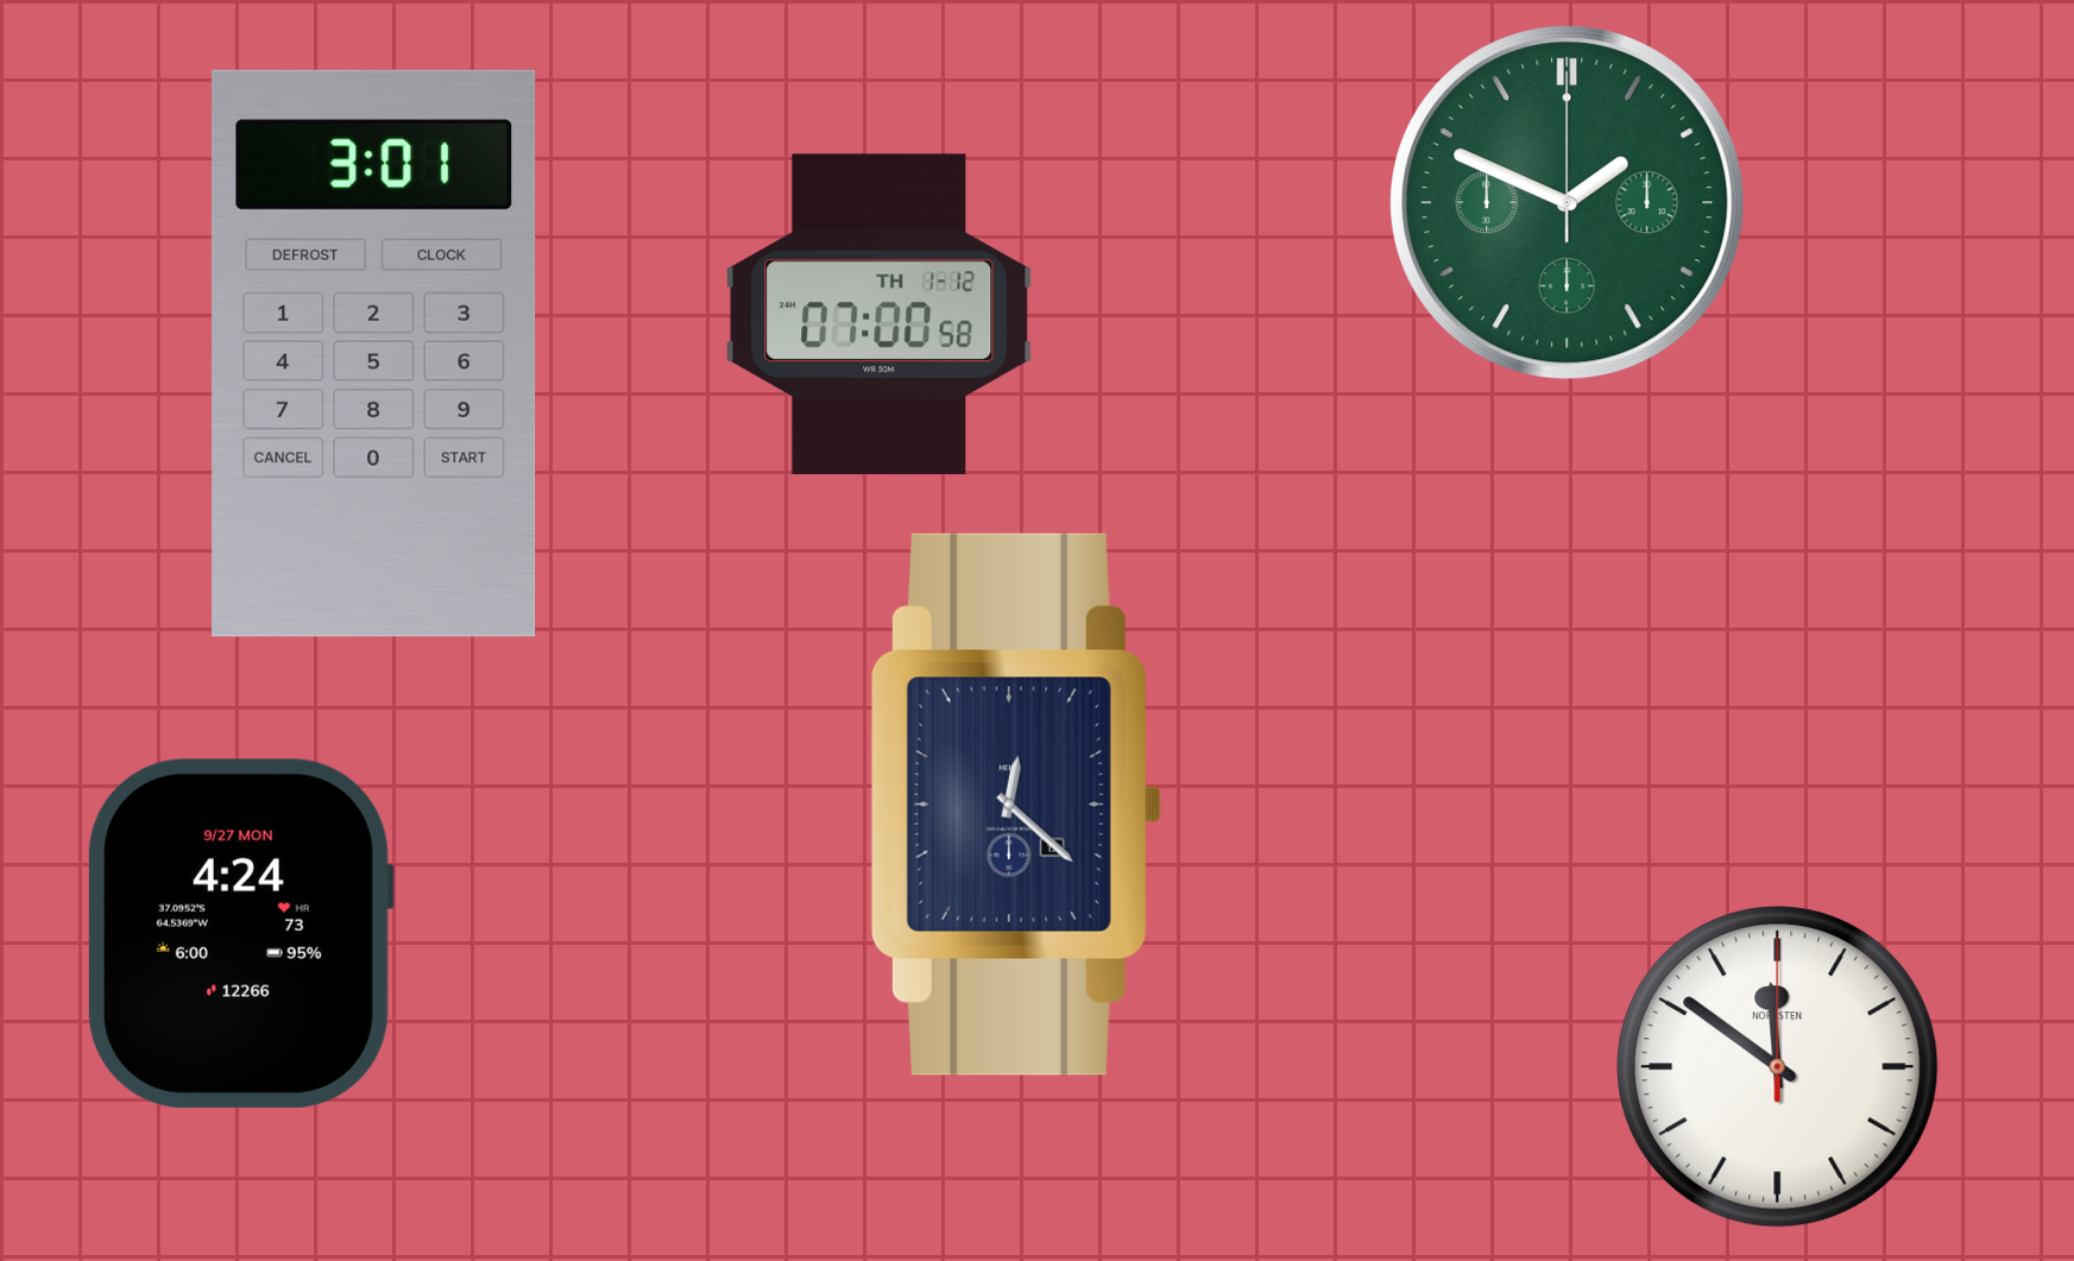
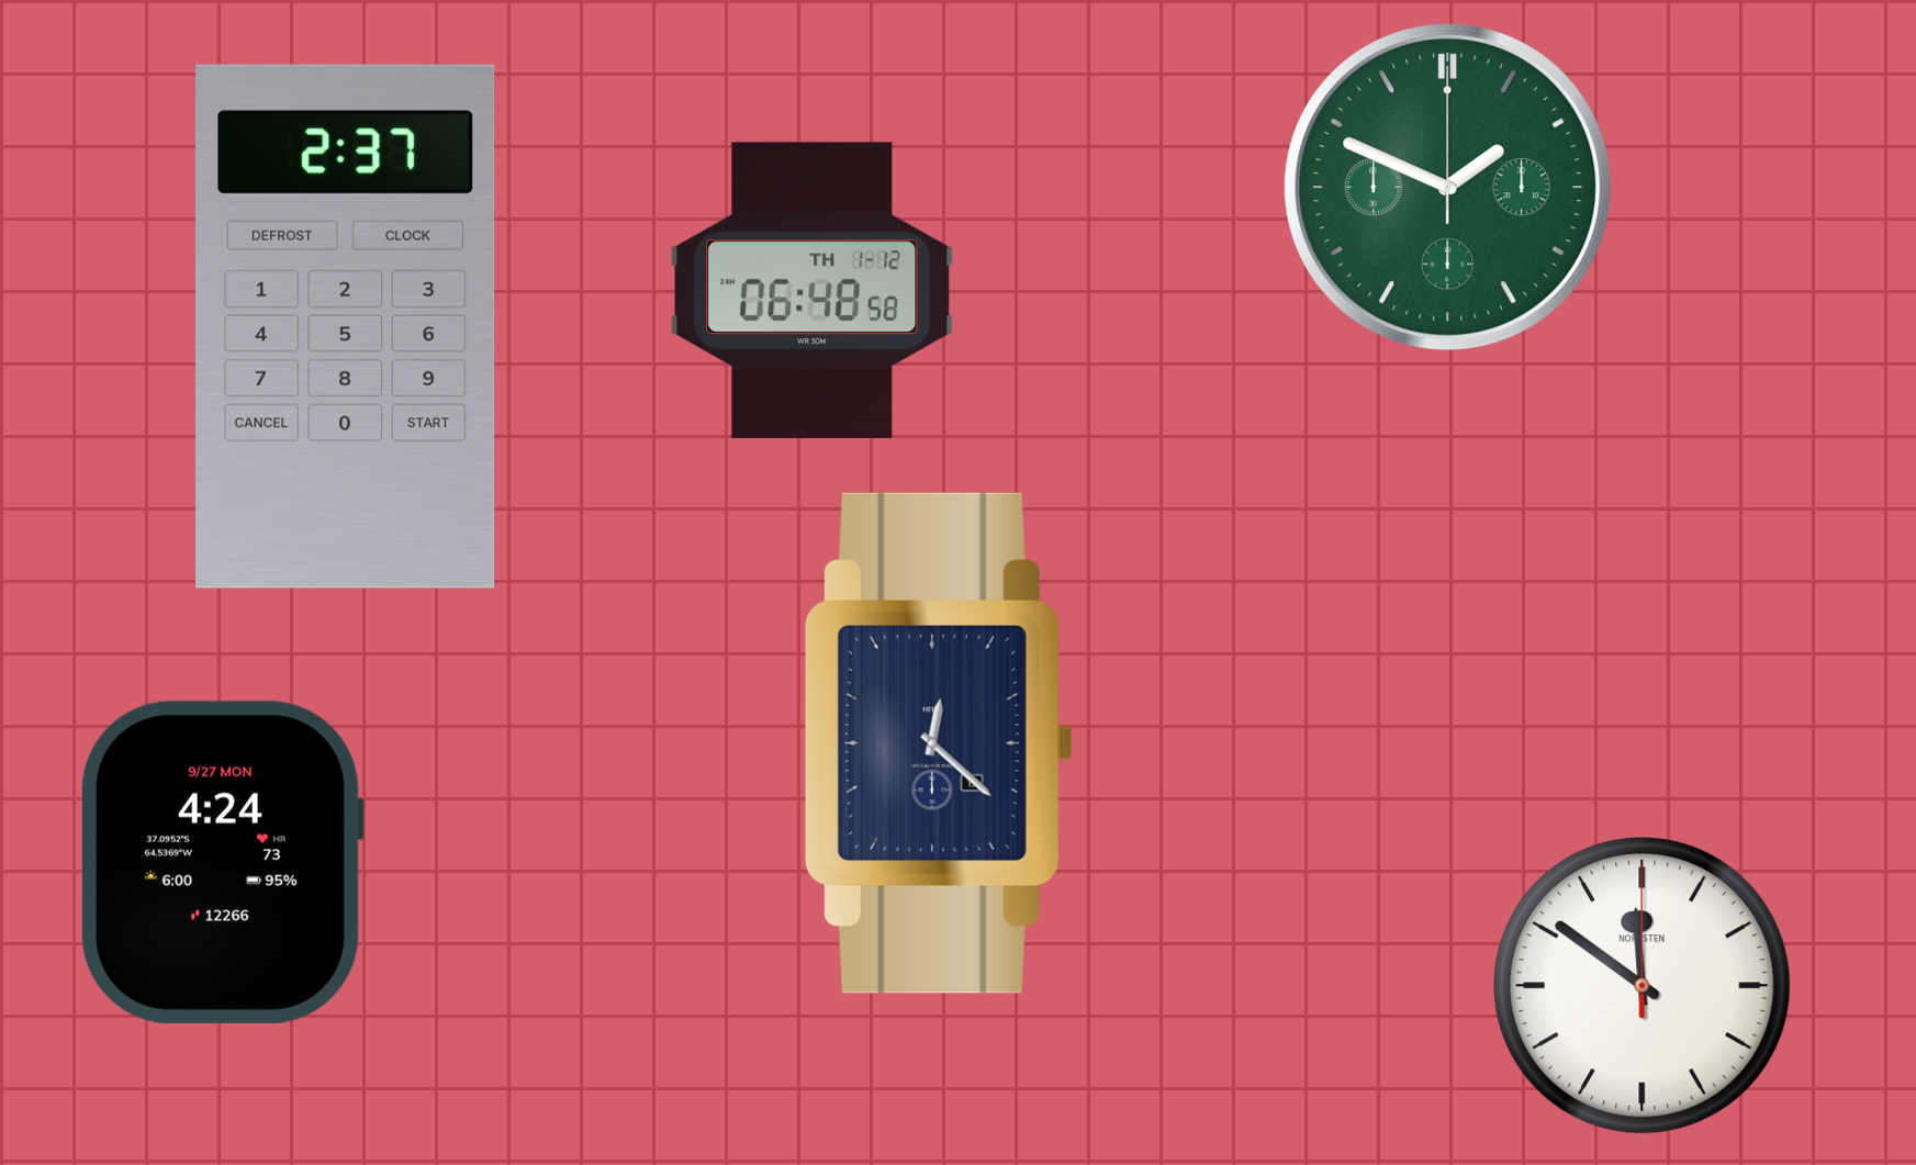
clock at (880, 315): 07:00 -> 06:48
clock at (374, 353): 3:01 -> 2:37
